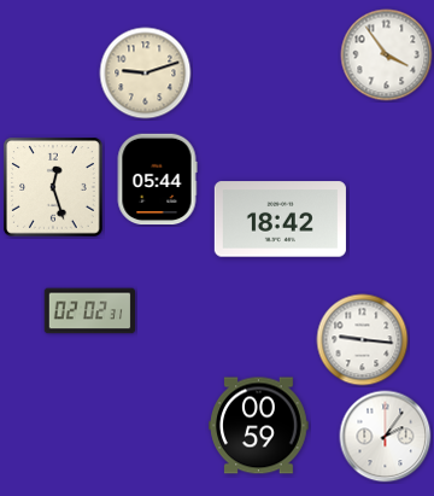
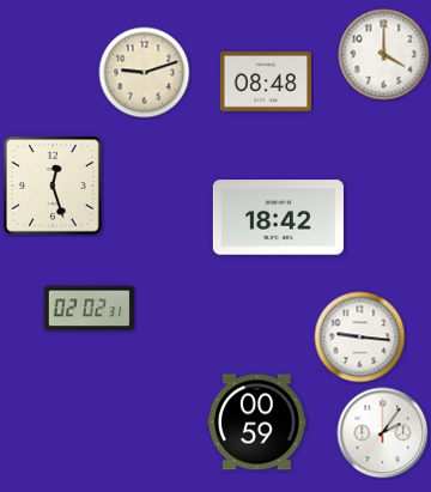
clock at (387, 56): 3:54 -> 4:00
clock at (265, 81): none -> 08:48
clock at (157, 180): 05:44 -> none
